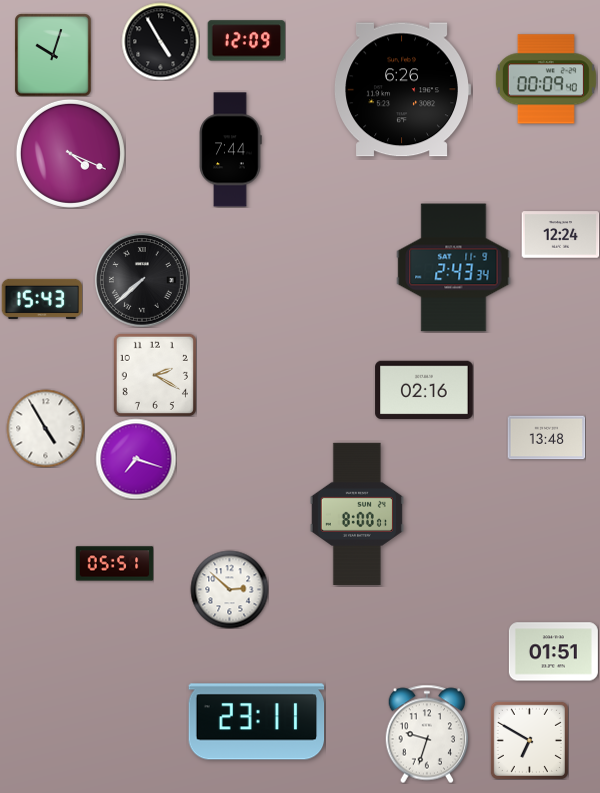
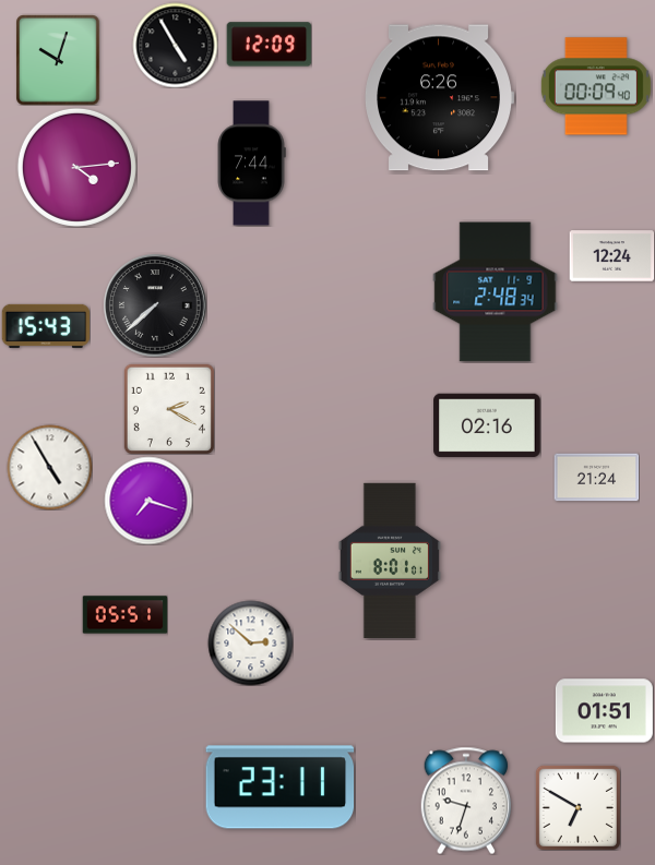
clock at (70, 153): 4:19 -> 4:14
clock at (454, 268): 2:43 -> 2:48
clock at (424, 390) position: (424, 390) -> (487, 425)
clock at (546, 438): 13:48 -> 21:24
clock at (357, 514): 8:00 -> 8:01
